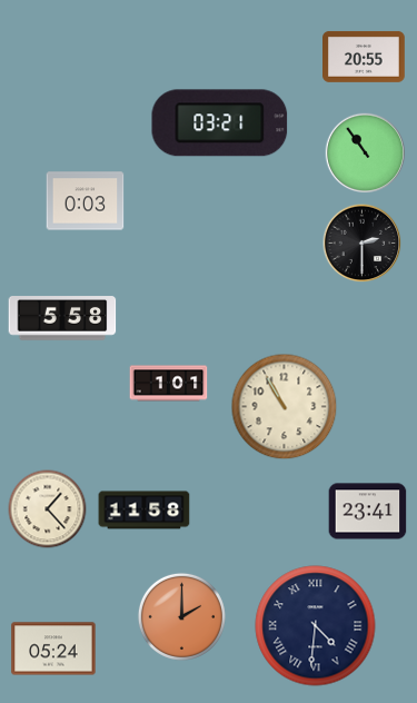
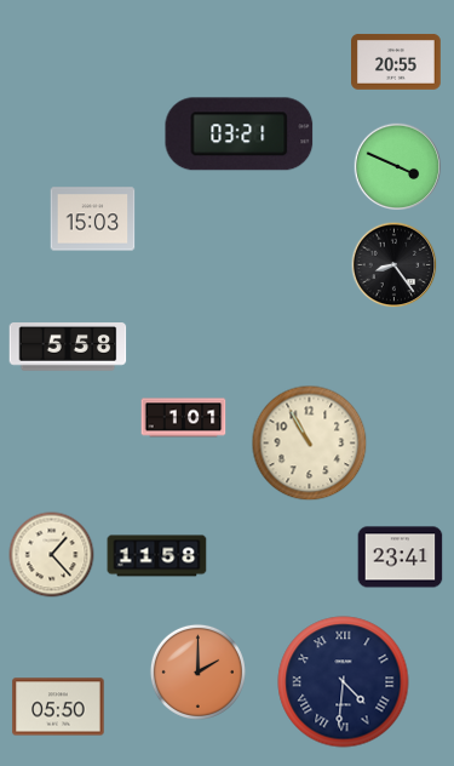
clock at (366, 154): 10:54 -> 3:49
clock at (86, 201): 0:03 -> 15:03
clock at (363, 244): 2:30 -> 8:24
clock at (53, 648): 05:24 -> 05:50
